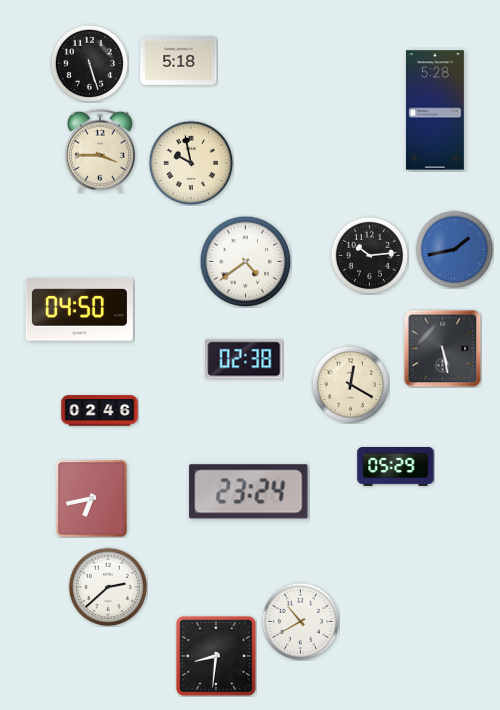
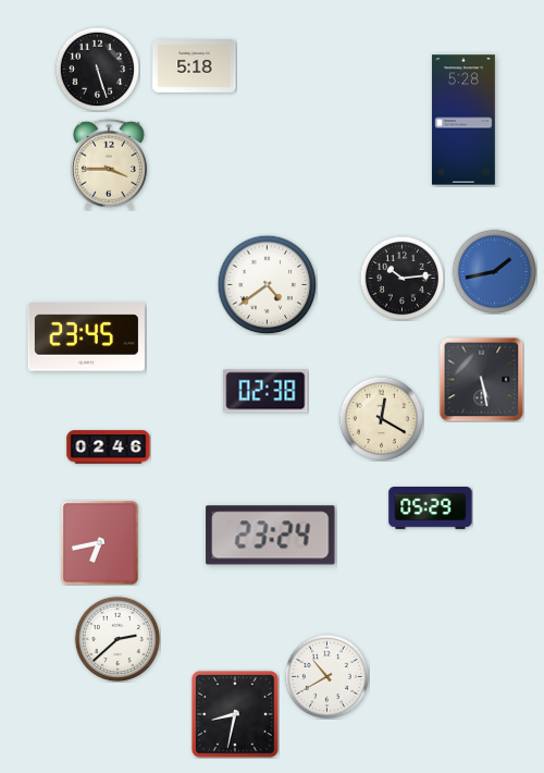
clock at (435, 110) position: (435, 110) -> (463, 120)
clock at (191, 163): 9:58 -> none
clock at (79, 310): 04:50 -> 23:45
clock at (217, 657): 8:31 -> 8:32
